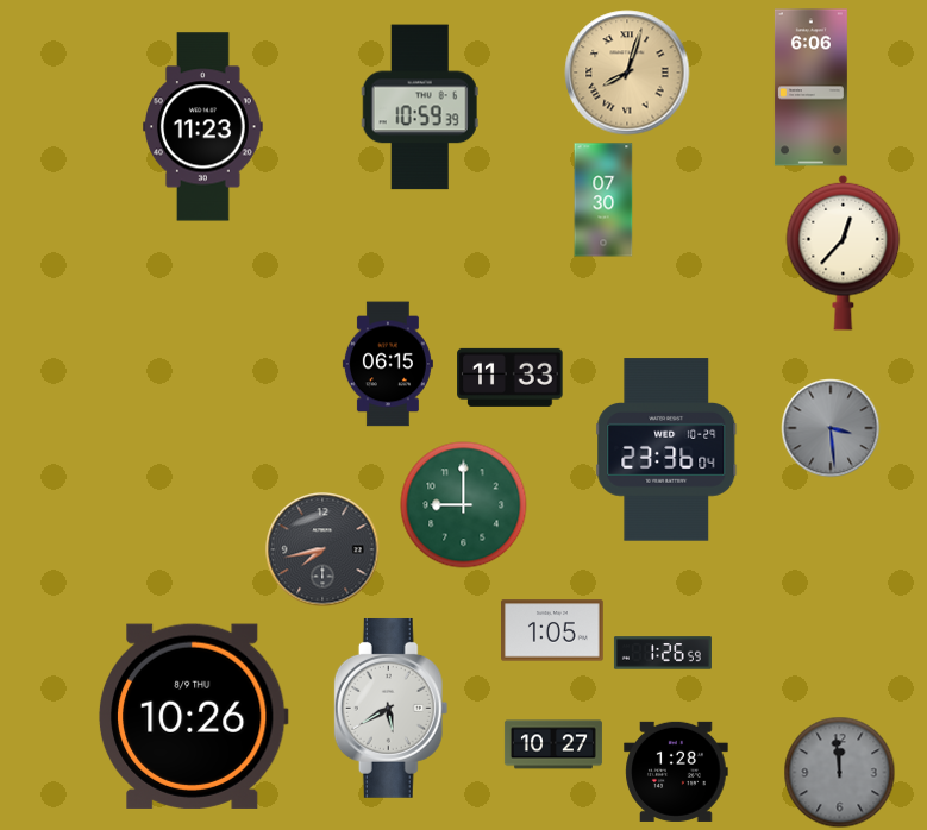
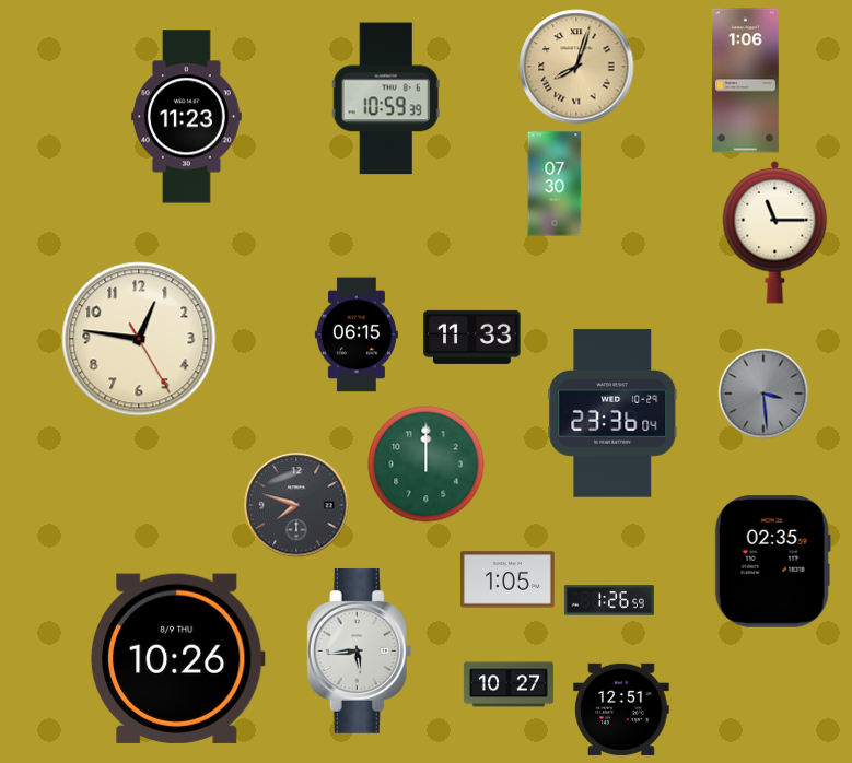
clock at (810, 88): 6:06 -> 1:06
clock at (844, 252): 12:37 -> 11:15
clock at (139, 339): none -> 12:46
clock at (511, 377) position: (511, 377) -> (472, 337)
clock at (464, 505): 9:00 -> 12:00
clock at (322, 549): 7:43 -> 7:48
clock at (772, 562): none -> 02:35
clock at (392, 708): 5:40 -> 5:44
clock at (676, 772): 1:28 -> 12:51
clock at (840, 773): 11:59 -> none
